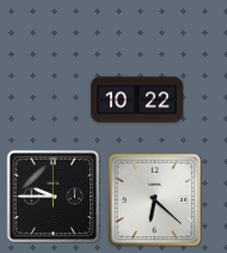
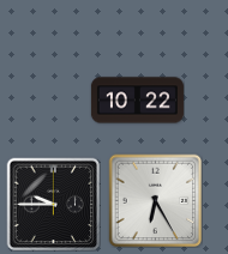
clock at (53, 196) position: (53, 196) -> (53, 204)
clock at (154, 199): 6:22 -> 6:25
